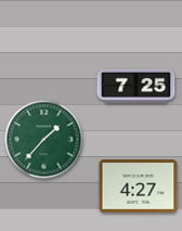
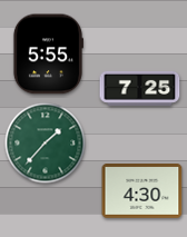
clock at (48, 55): none -> 5:55
clock at (139, 187): 4:27 -> 4:30
